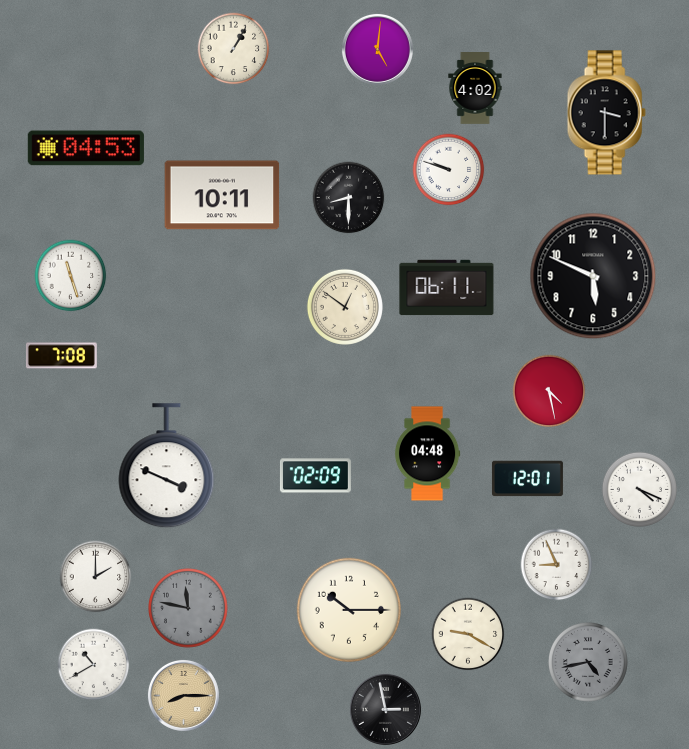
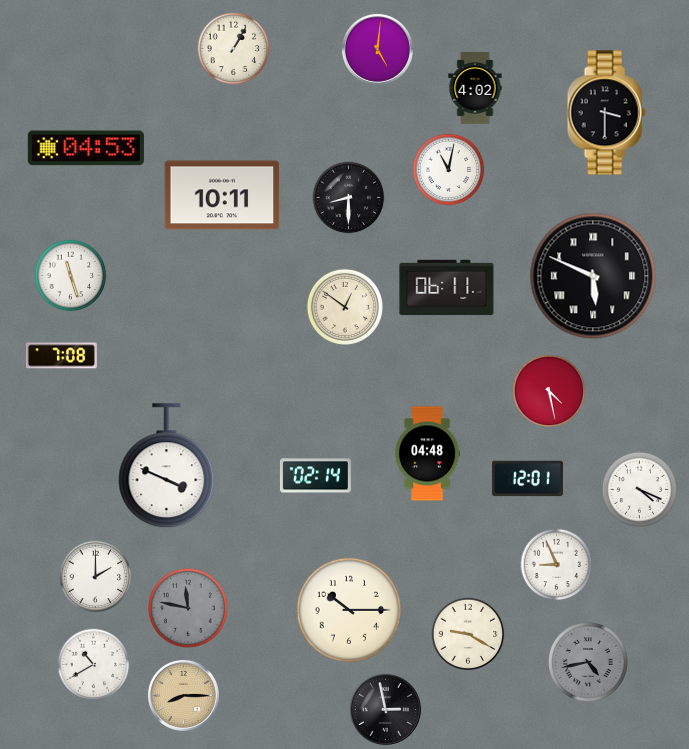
clock at (449, 170): 9:48 -> 11:02
clock at (593, 276) numerals: Arabic -> Roman
clock at (315, 476): 02:09 -> 02:14
